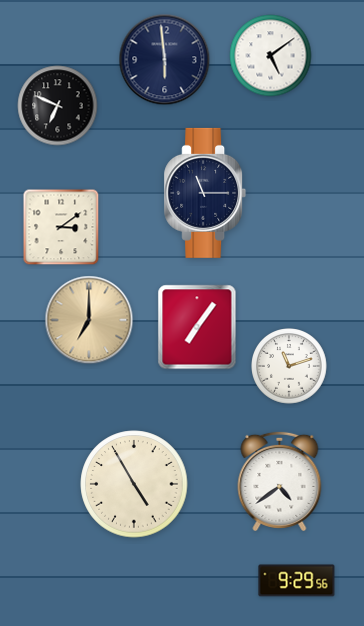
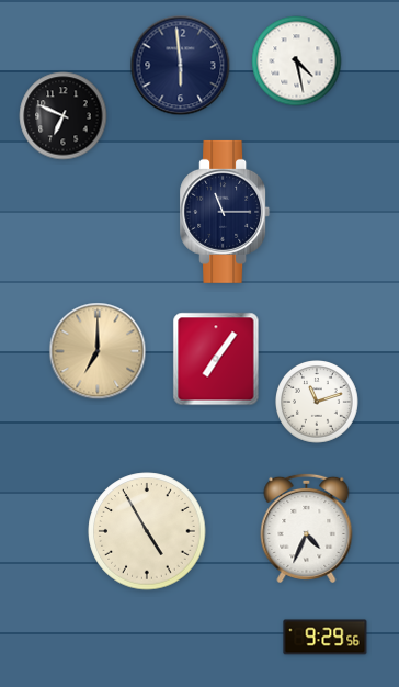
clock at (271, 56): 5:09 -> 4:28
clock at (61, 227): 3:09 -> none
clock at (280, 481): 4:39 -> 4:34
